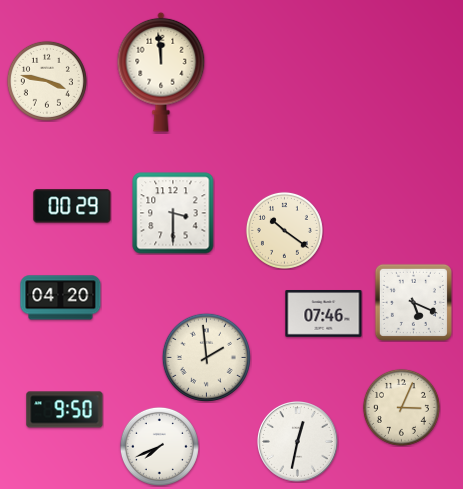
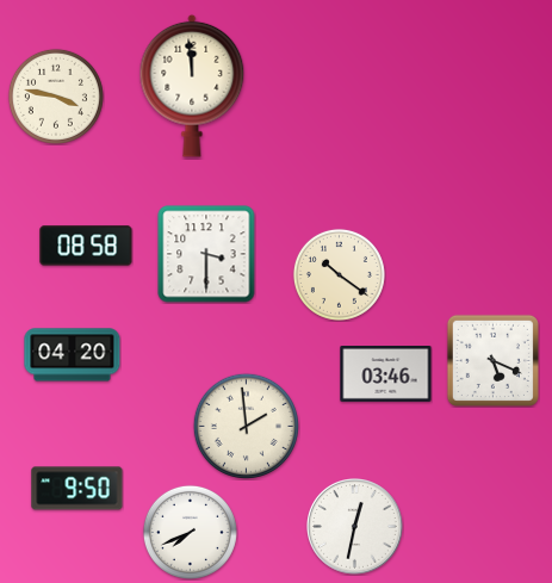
clock at (72, 206): 00:29 -> 08:58
clock at (324, 314): 07:46 -> 03:46
clock at (401, 407): 3:04 -> none
